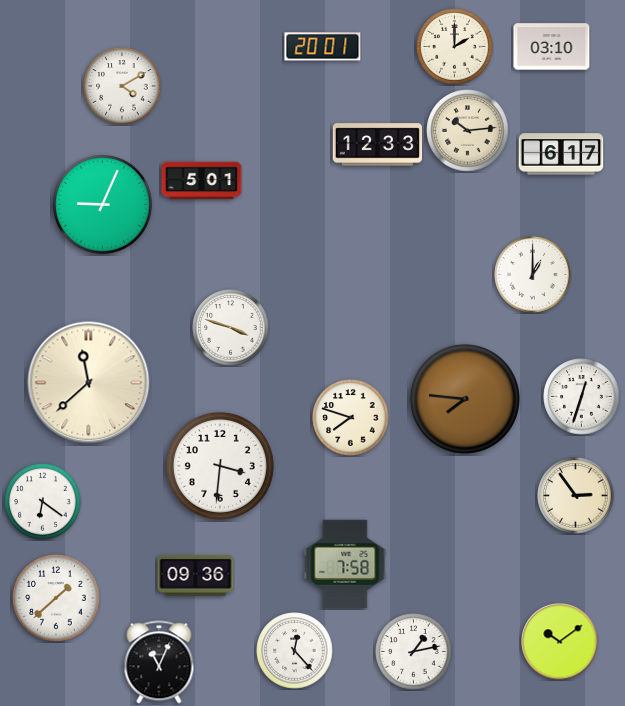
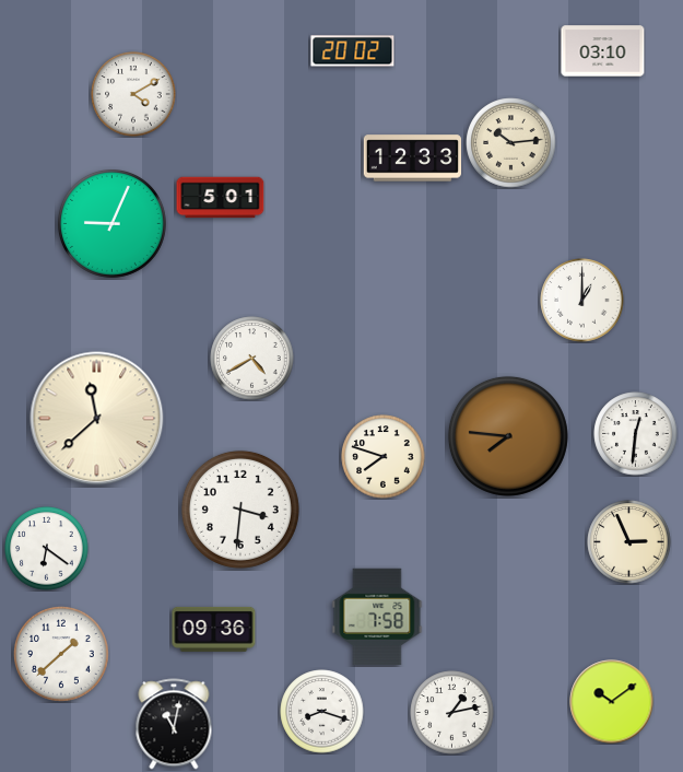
clock at (323, 47): 20:01 -> 20:02
clock at (455, 47): 2:00 -> none
clock at (561, 154): 6:17 -> none
clock at (231, 328): 3:48 -> 4:40
clock at (582, 397): 12:33 -> 12:31
clock at (576, 496): 2:54 -> 2:56
clock at (295, 651): 12:23 -> 8:18
clock at (159, 662): 11:04 -> 11:02
